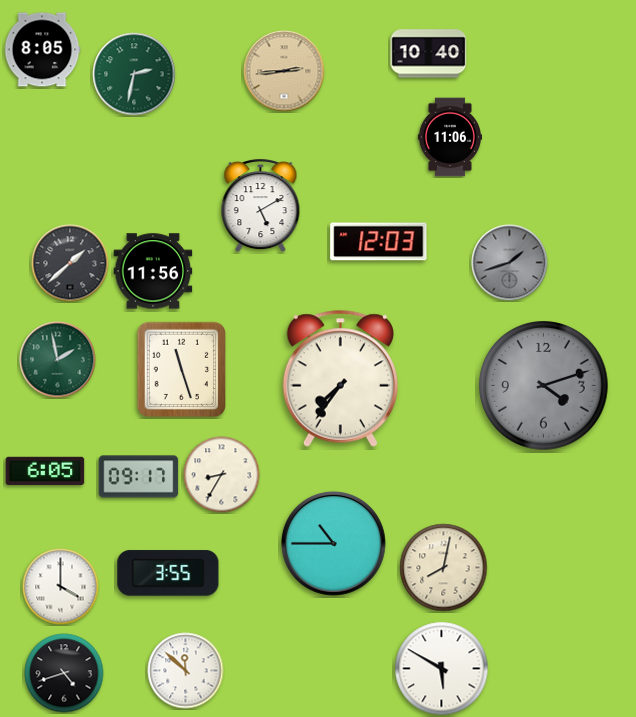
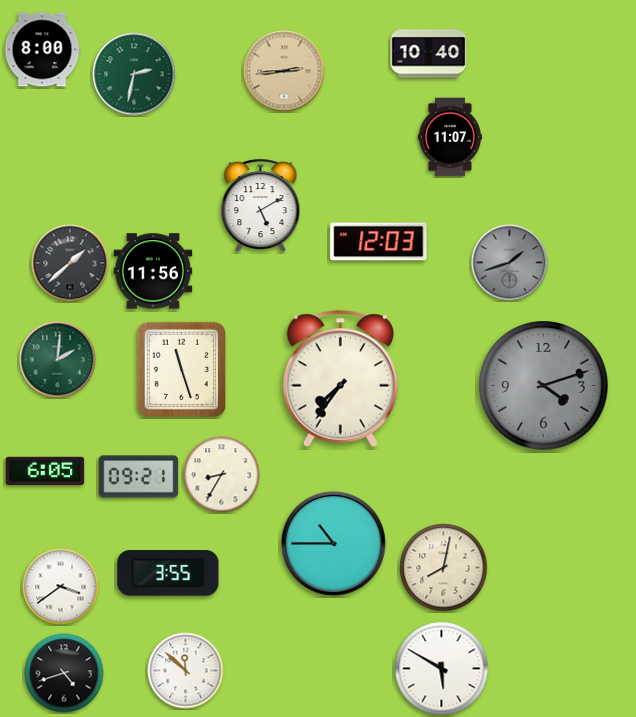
clock at (42, 50): 8:05 -> 8:00
clock at (449, 137): 11:06 -> 11:07
clock at (58, 360): 1:58 -> 2:01
clock at (139, 477): 09:17 -> 09:21
clock at (61, 587): 4:00 -> 3:39
